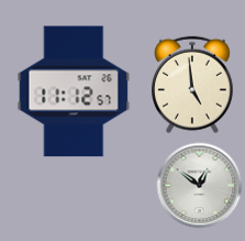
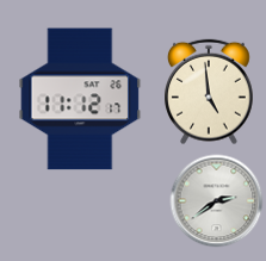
clock at (74, 91): 11:12:57 -> 11:12:17
clock at (199, 185): 12:51 -> 2:39
